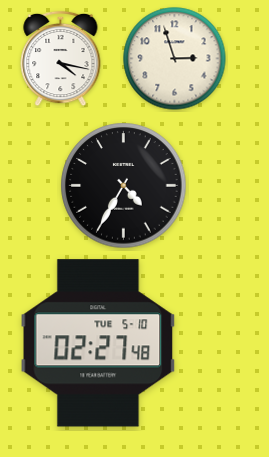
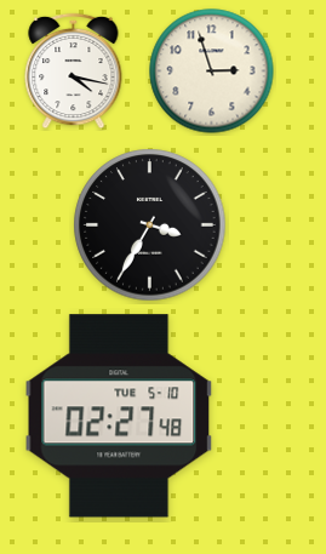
clock at (124, 186): 4:35 -> 3:35
